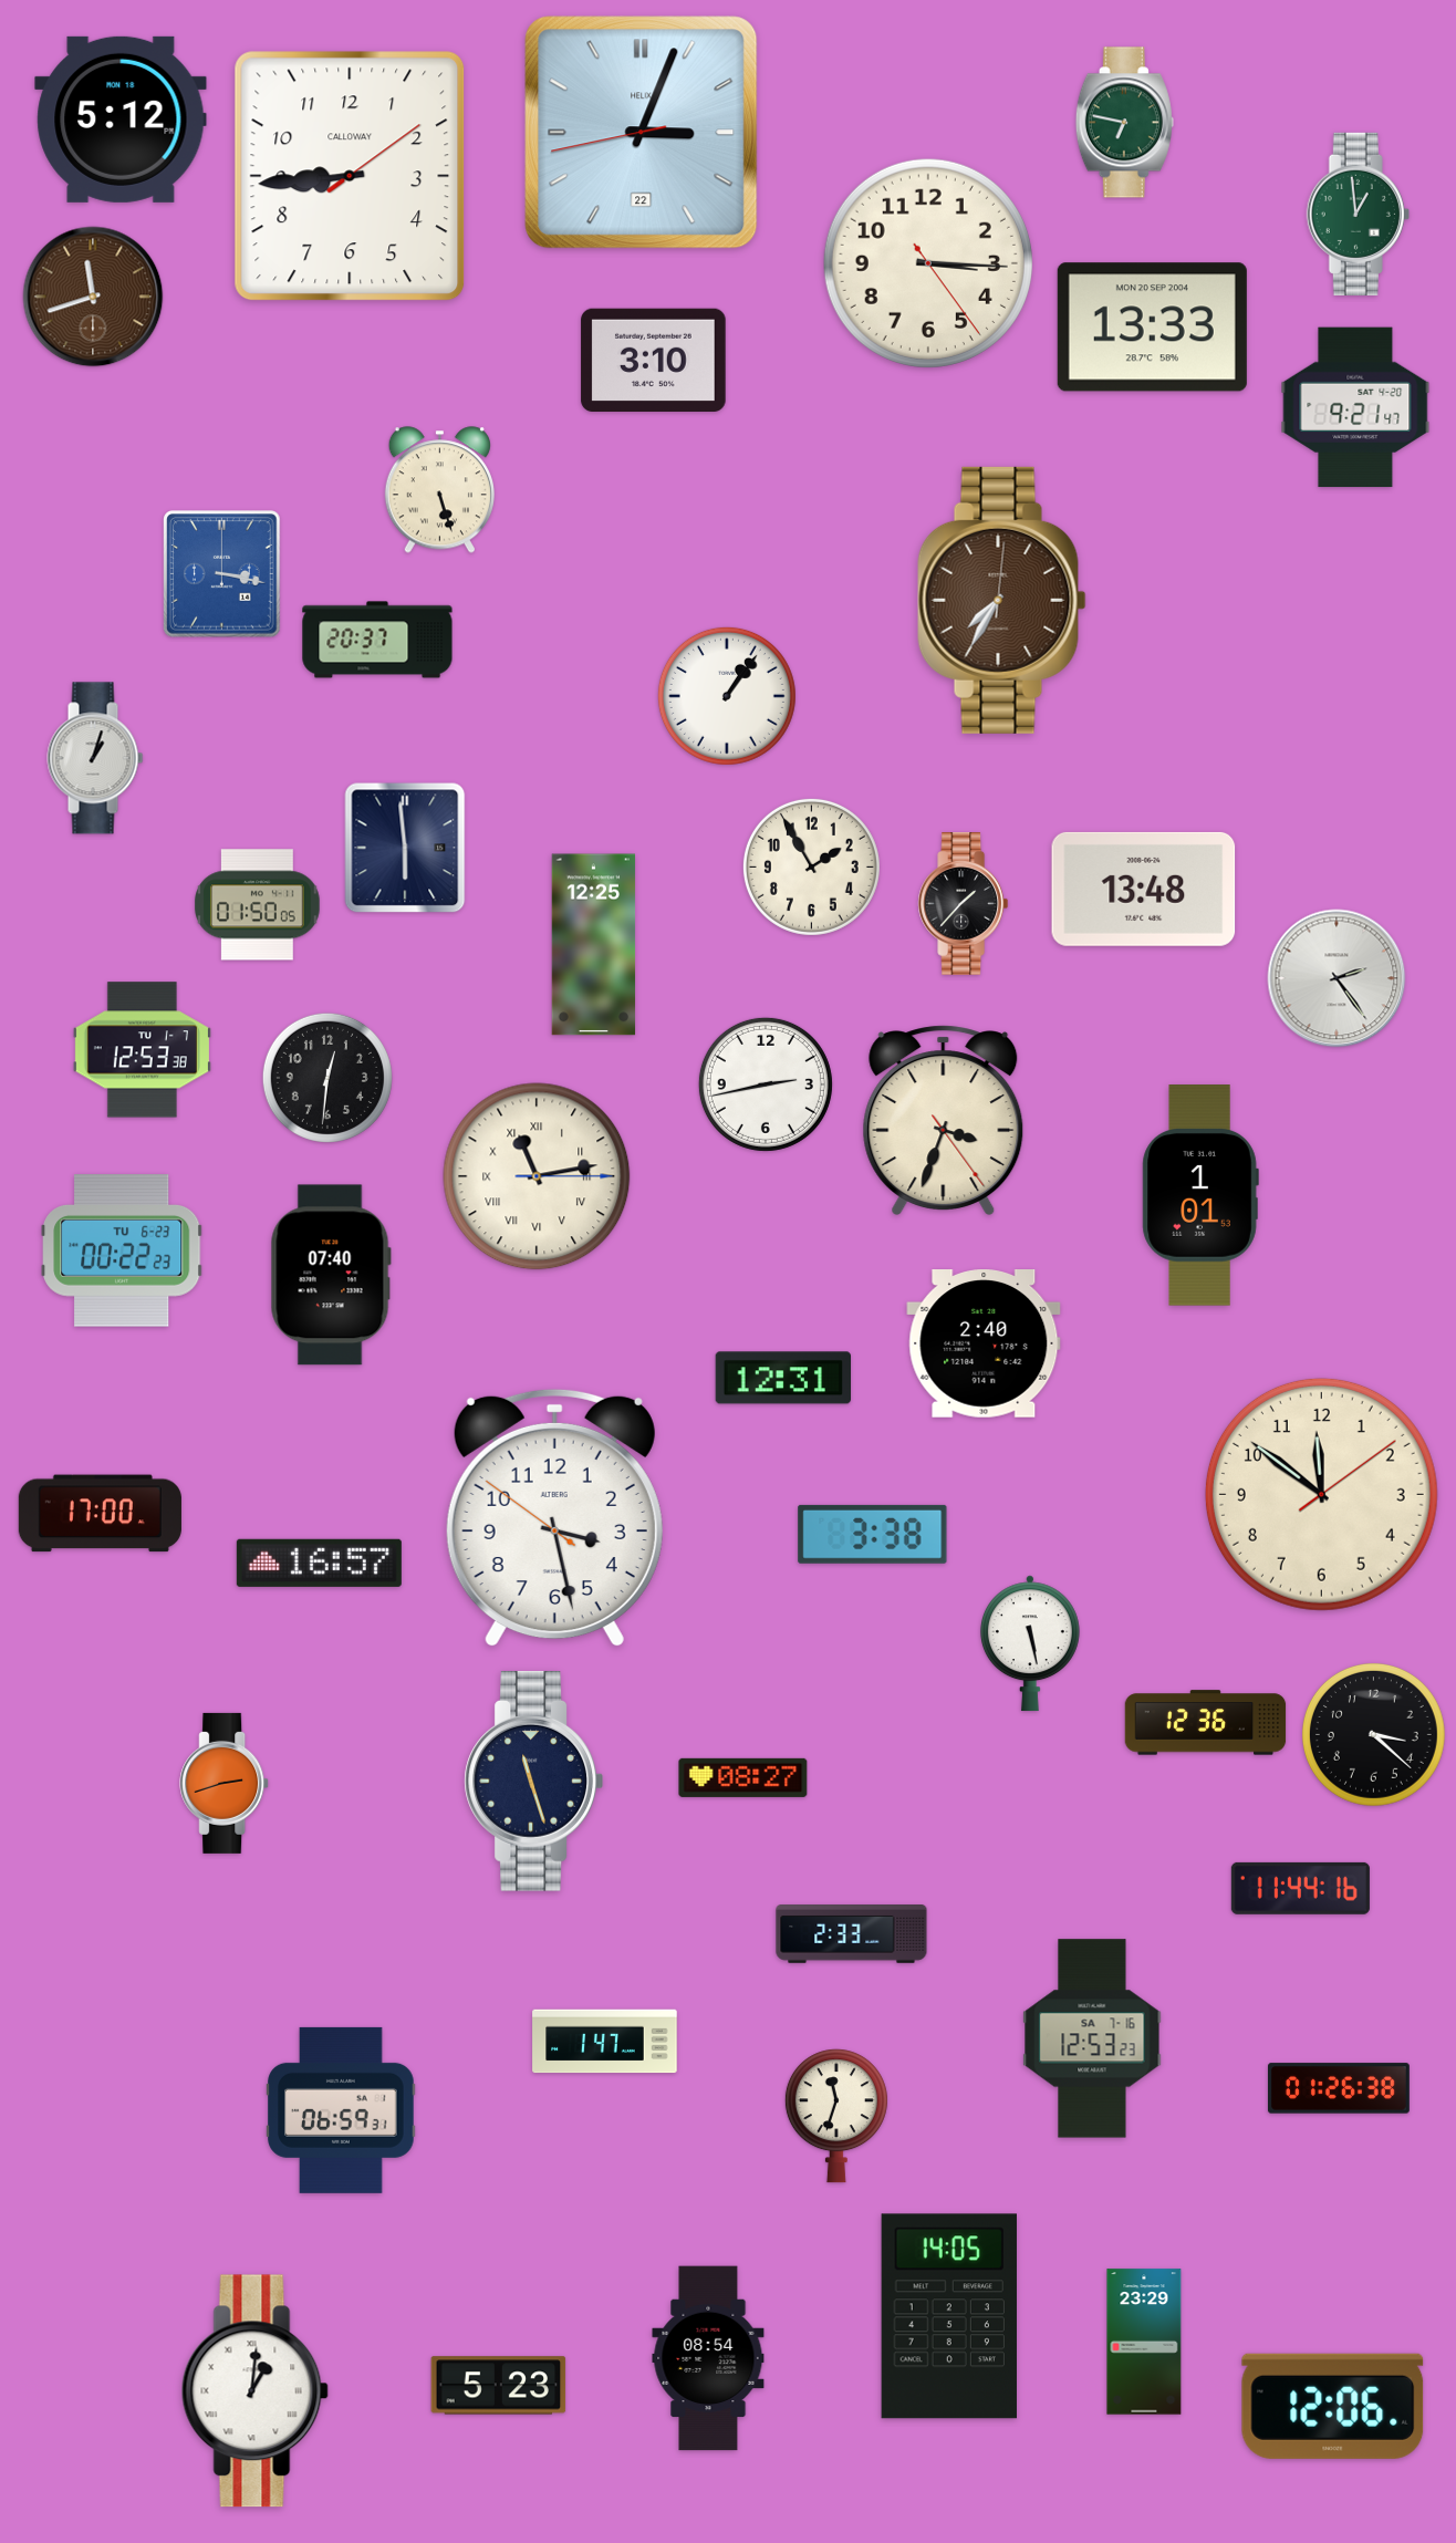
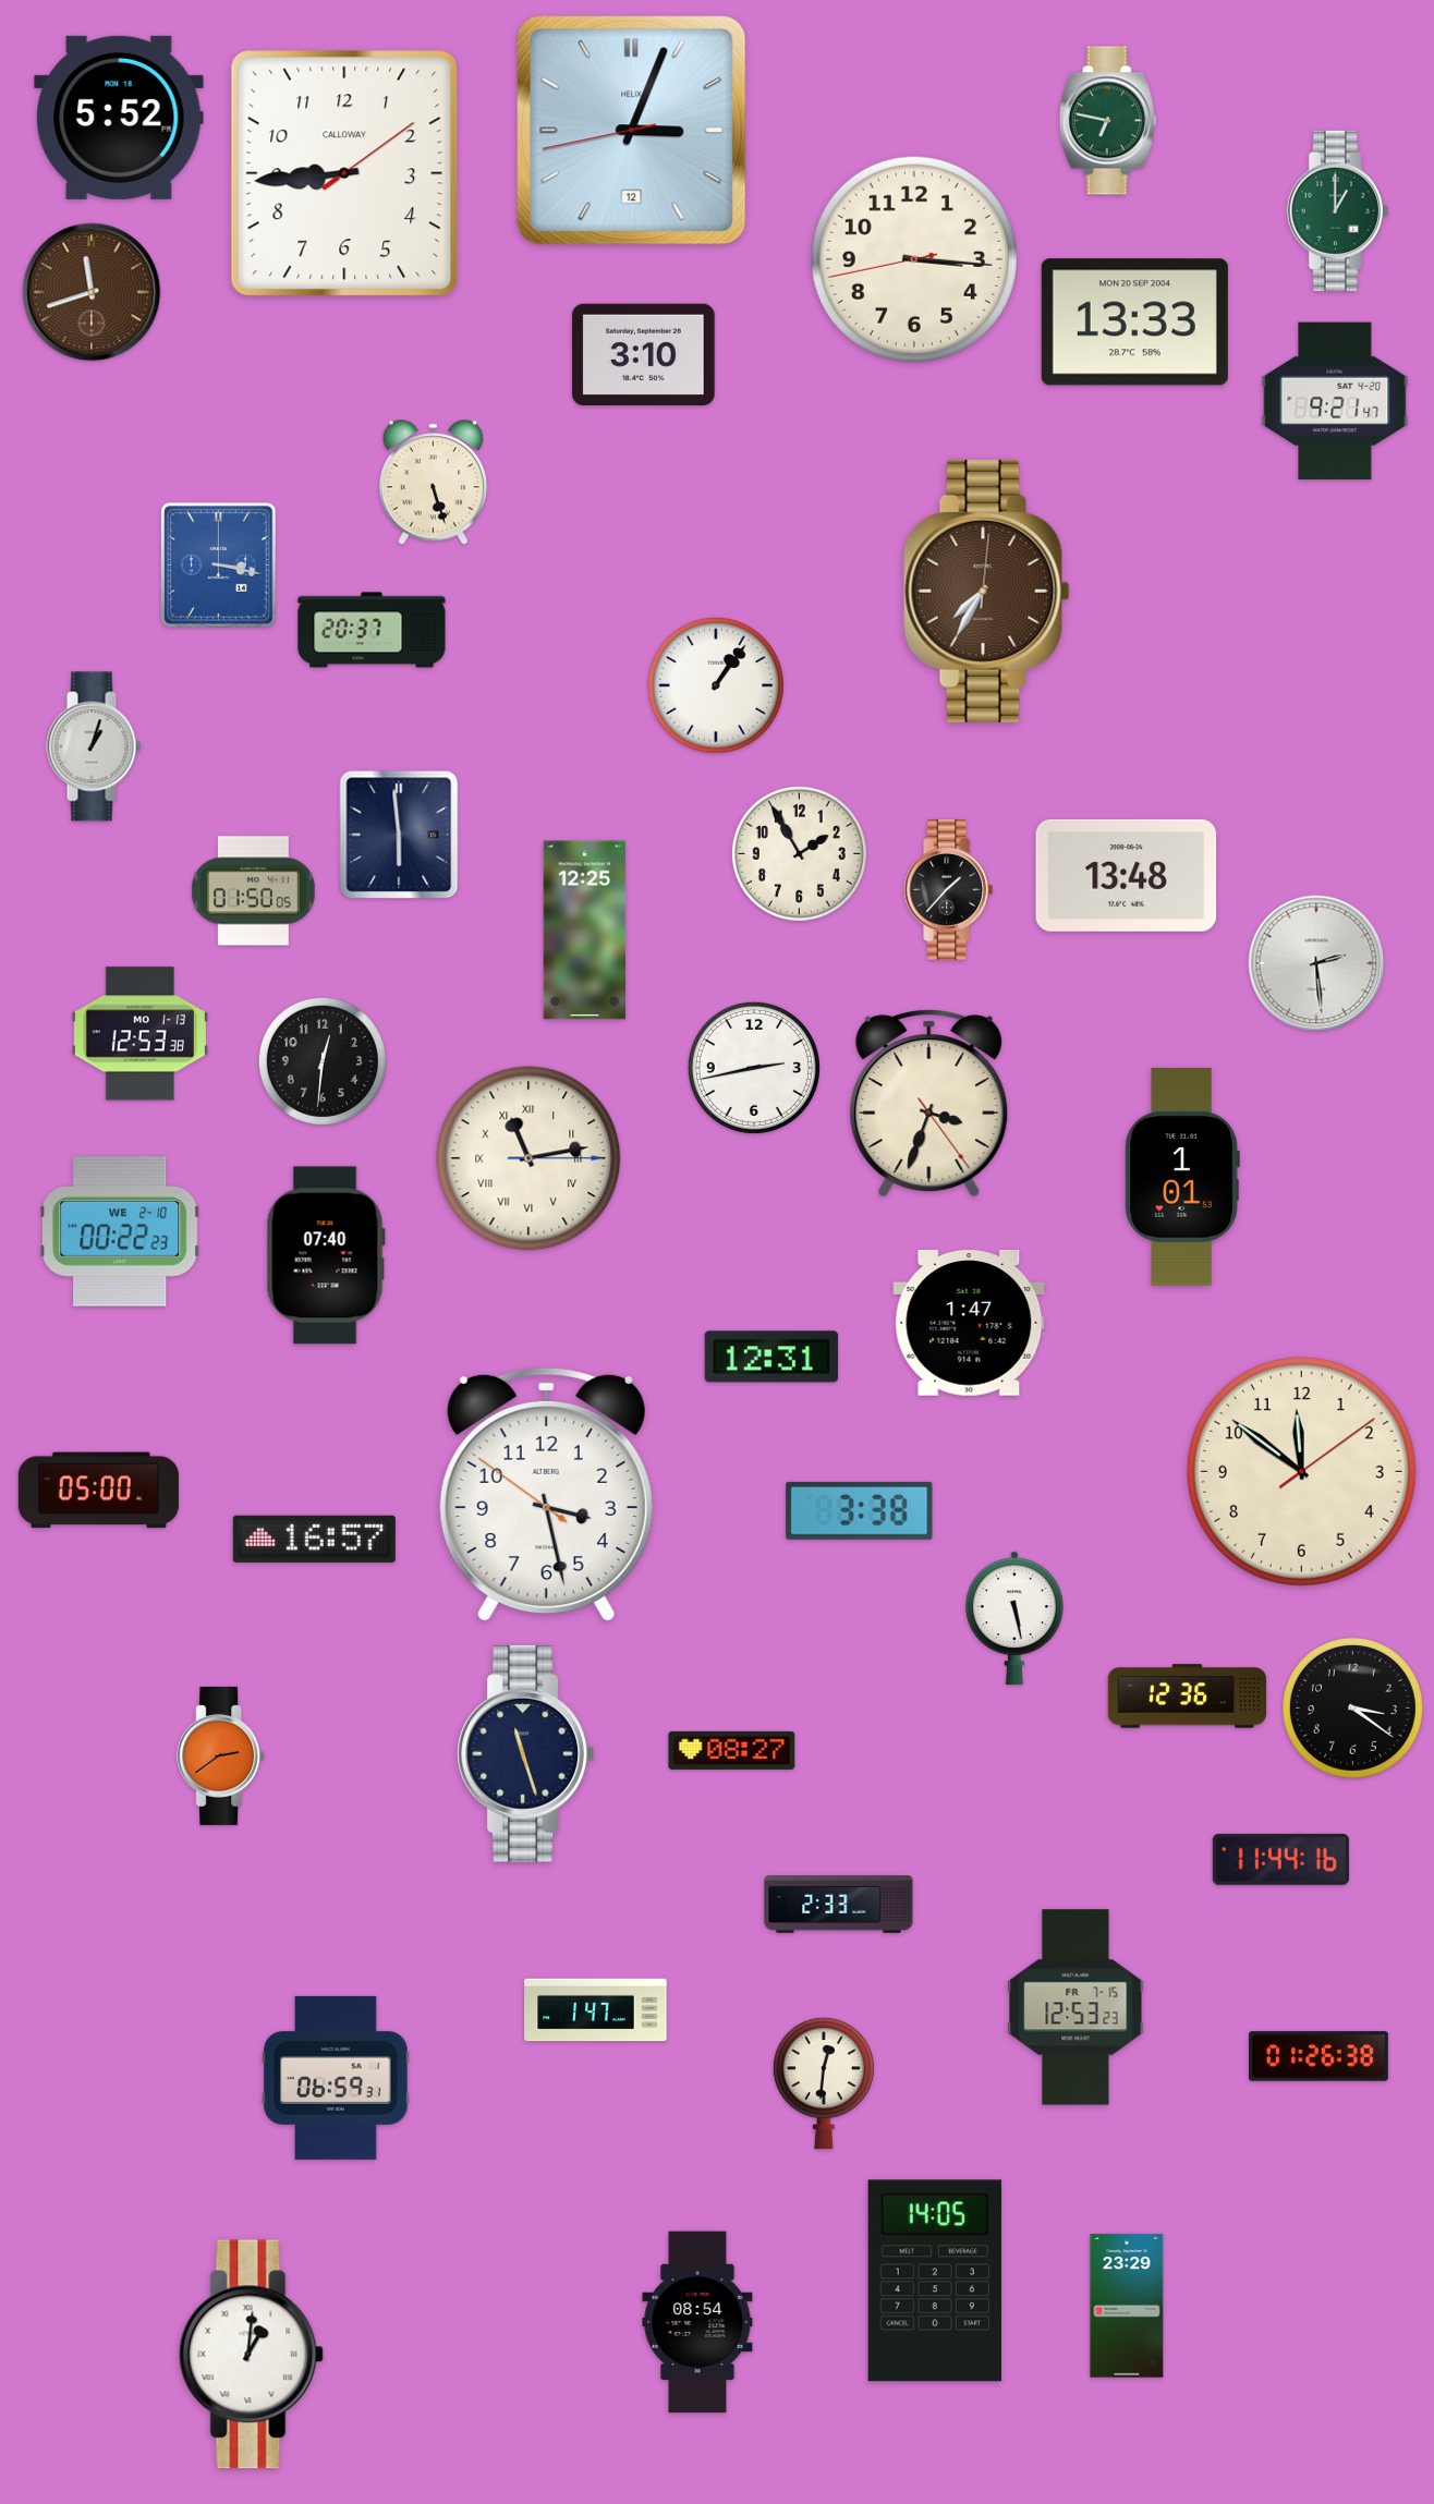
clock at (121, 120): 5:12 -> 5:52
clock at (642, 133) date: 22 -> 12
clock at (1358, 214): 12:59 -> 1:00
clock at (928, 263): 3:15:24 -> 3:15:43
clock at (1337, 978): 2:24 -> 2:29
clock at (142, 1050) date: TU 1-7 -> MO 1-13
clock at (122, 1250) date: TU 6-23 -> WE 2-10
clock at (984, 1343): 2:40 -> 1:47
clock at (100, 1514): 17:00 -> 05:00
clock at (1373, 1734): 3:22 -> 3:21
clock at (225, 1783): 2:42 -> 2:39
clock at (1092, 2038) date: SA 7-16 -> FR 7-15
clock at (836, 2116): 11:33 -> 12:31
clock at (499, 2386): 5:23 -> none
clock at (1333, 2406): 12:06 -> none
